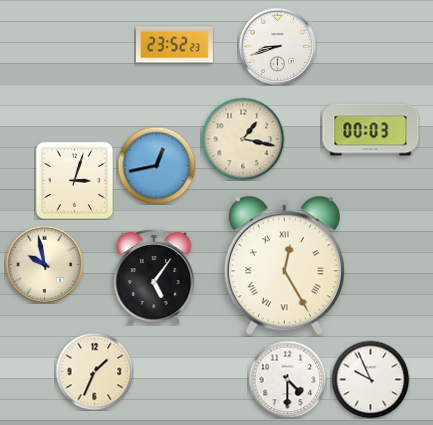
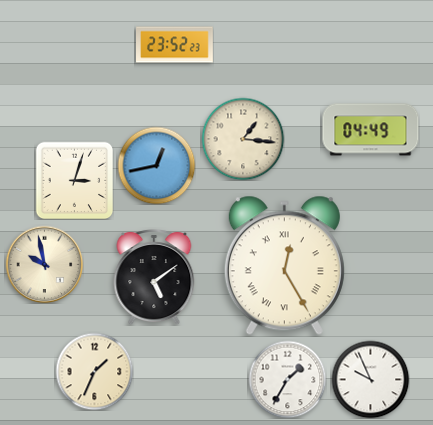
clock at (277, 46): 8:42 -> none
clock at (371, 130): 00:03 -> 04:49
clock at (243, 139): 1:17 -> 1:16
clock at (154, 277): 5:06 -> 5:09
clock at (287, 379): 4:30 -> 1:35
